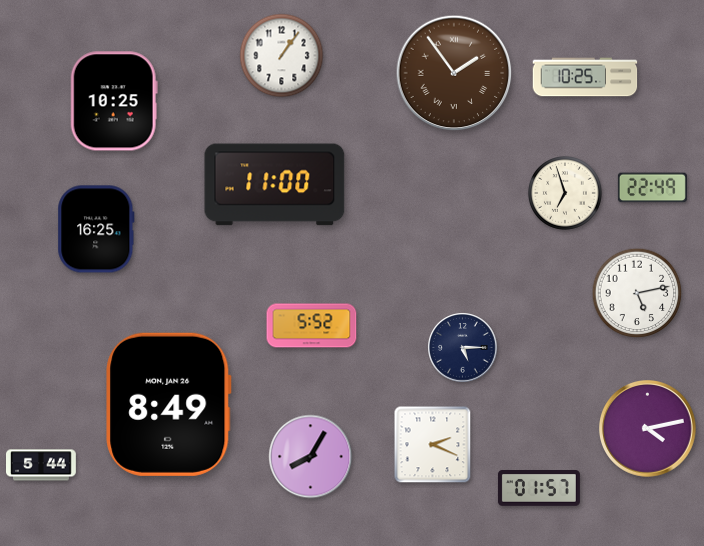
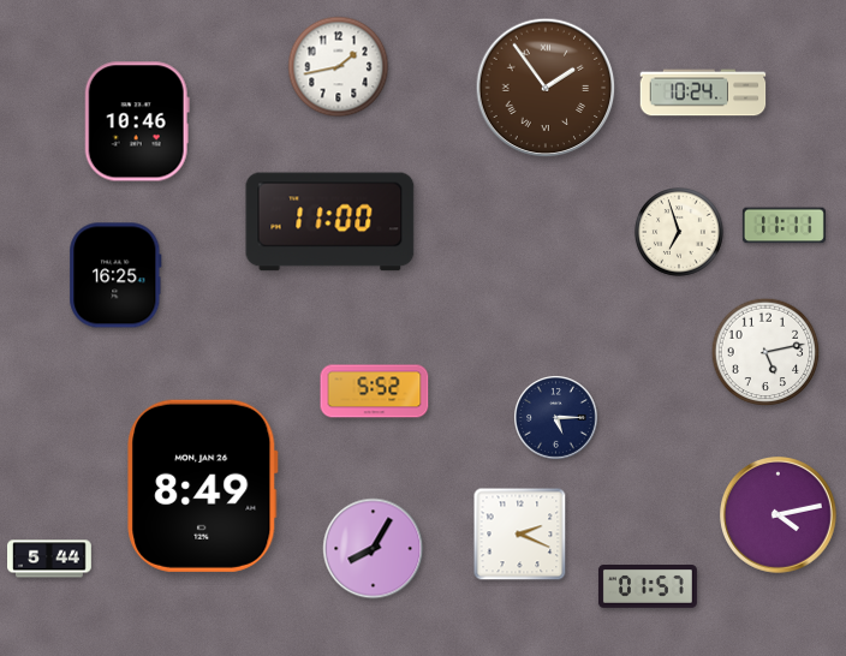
clock at (282, 56): 1:06 -> 1:43
clock at (585, 77): 10:25 -> 10:24
clock at (114, 101): 10:25 -> 10:46
clock at (652, 188): 22:49 -> 11:11
